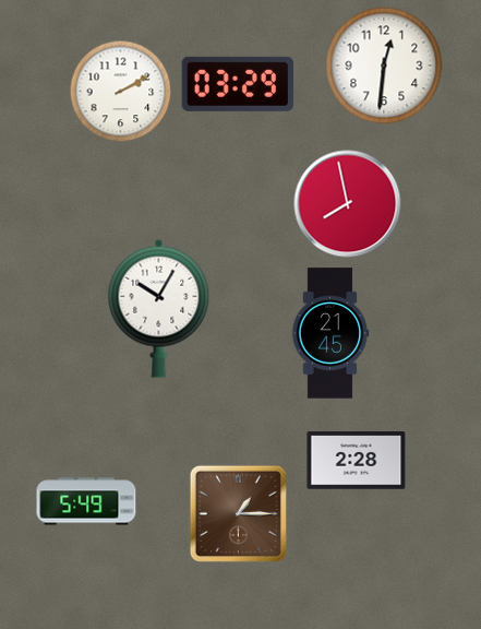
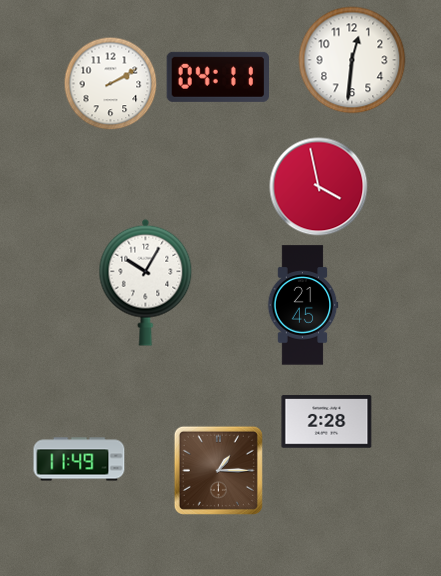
clock at (237, 84): 03:29 -> 04:11
clock at (348, 204): 7:58 -> 3:58
clock at (86, 501): 5:49 -> 11:49
